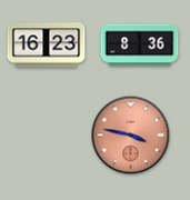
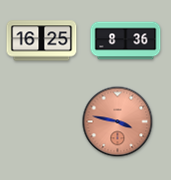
clock at (47, 46): 16:23 -> 16:25
